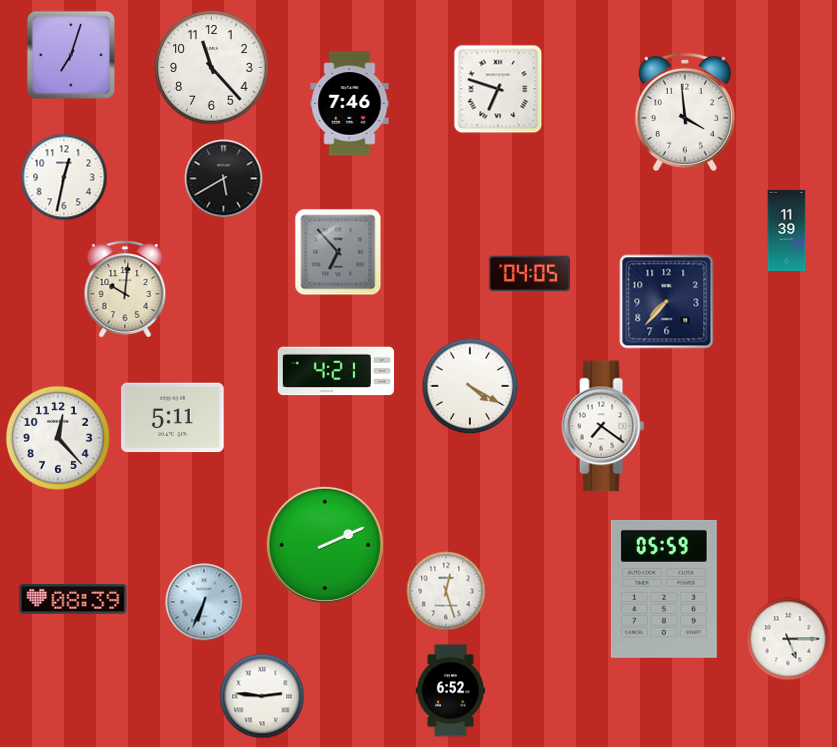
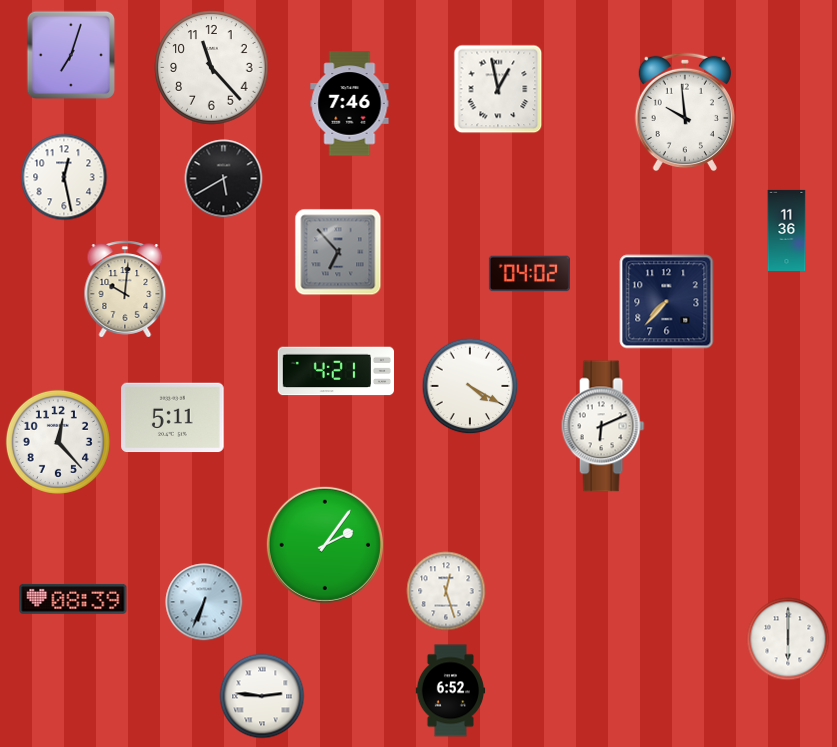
clock at (498, 89): 6:48 -> 12:58
clock at (685, 112): 3:59 -> 9:59
clock at (64, 177): 12:32 -> 12:28
clock at (787, 230): 11:39 -> 11:36
clock at (529, 274): 04:05 -> 04:02
clock at (603, 426): 7:21 -> 6:11
clock at (58, 438) position: (58, 438) -> (58, 442)
clock at (325, 545): 2:11 -> 2:06
clock at (664, 589): 05:59 -> none
clock at (788, 639): 5:15 -> 6:00
